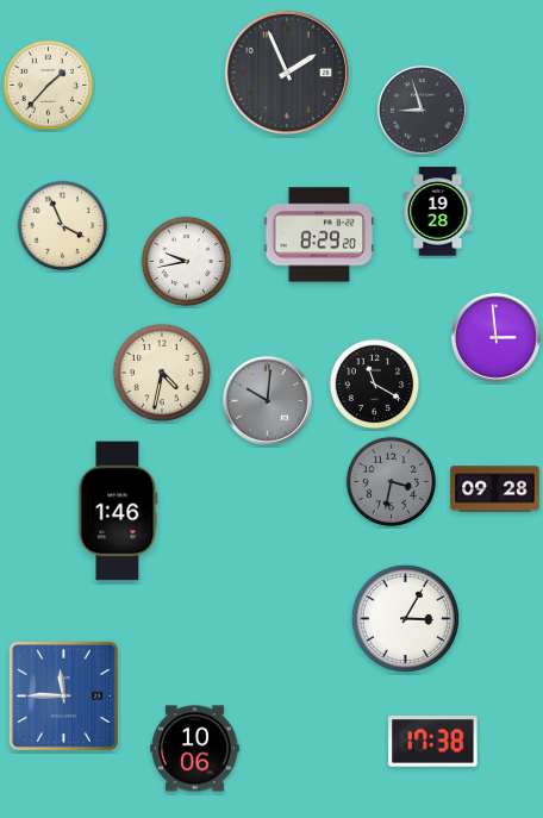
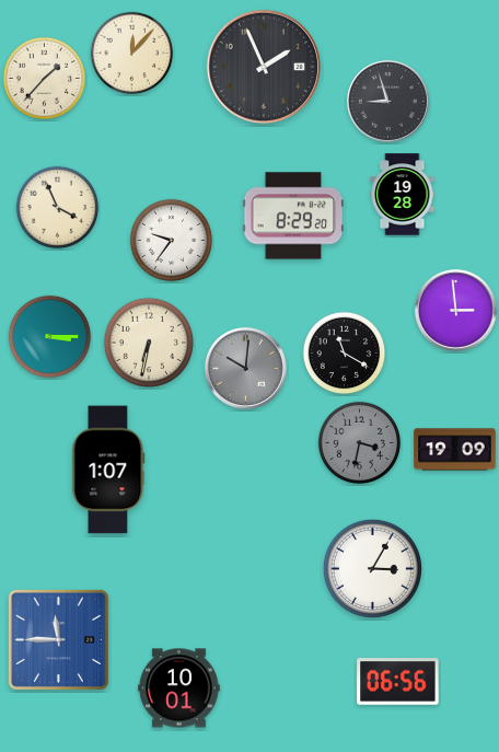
clock at (132, 54): none -> 12:07
clock at (187, 262): 9:43 -> 9:36
clock at (50, 337): none -> 3:15
clock at (161, 371): 4:32 -> 6:32
clock at (495, 489): 09:28 -> 19:09
clock at (118, 511): 1:46 -> 1:07
clock at (433, 742): 17:38 -> 06:56
clock at (195, 749): 10:06 -> 10:01
